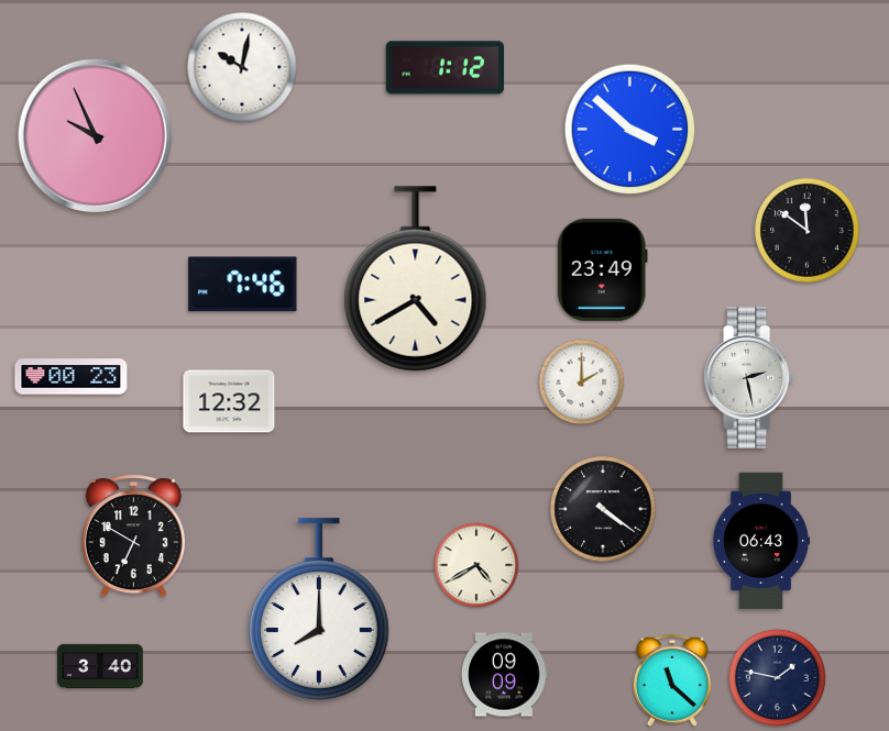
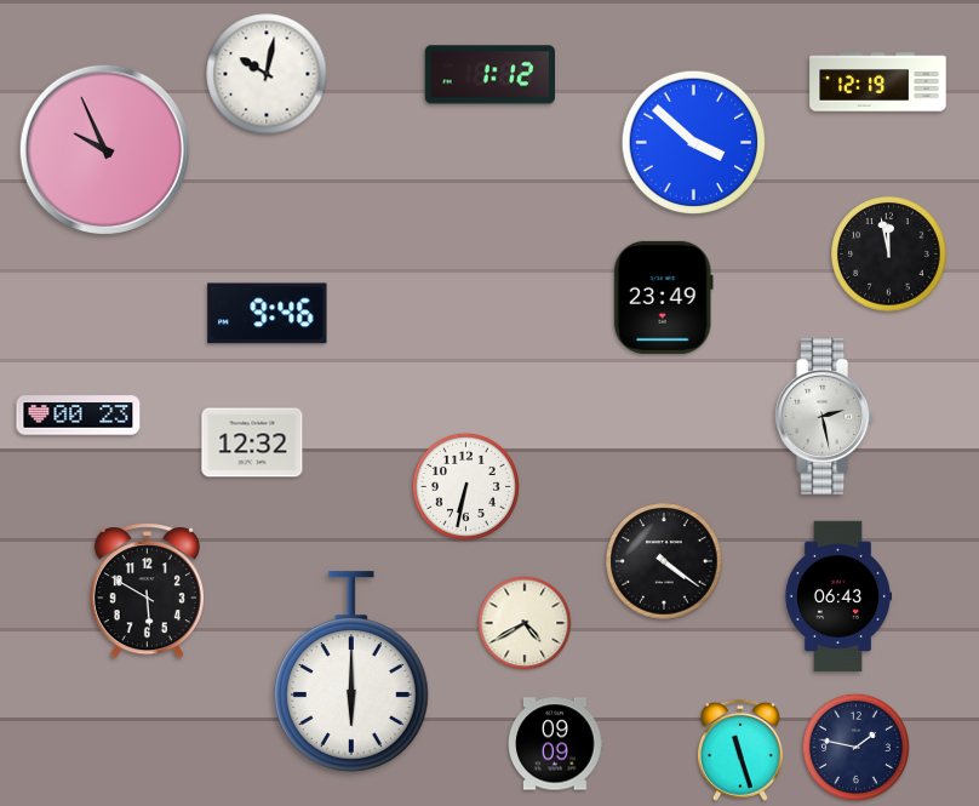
clock at (878, 82): none -> 12:19
clock at (808, 231): 11:51 -> 11:58
clock at (416, 279): 4:40 -> none
clock at (243, 285): 7:46 -> 9:46
clock at (582, 383): 2:00 -> none
clock at (465, 486): none -> 6:32
clock at (133, 536): 6:50 -> 5:50
clock at (319, 609): 8:00 -> 6:00
clock at (100, 666): 3:40 -> none
clock at (672, 680): 11:22 -> 11:27
